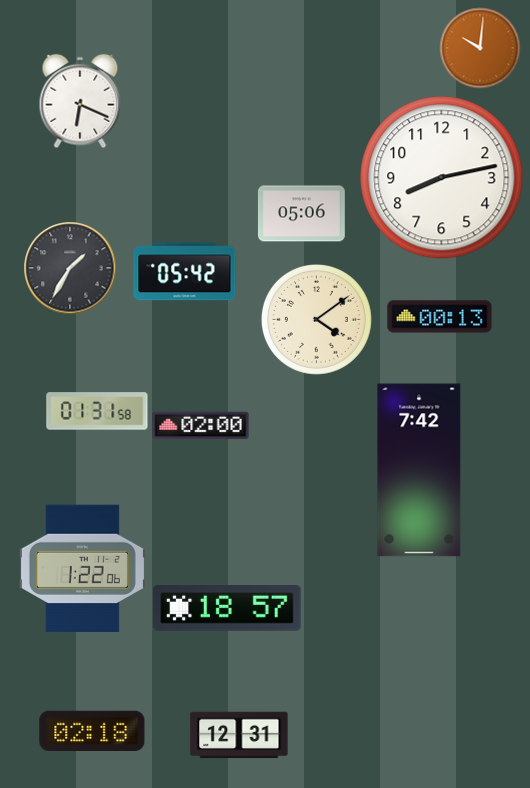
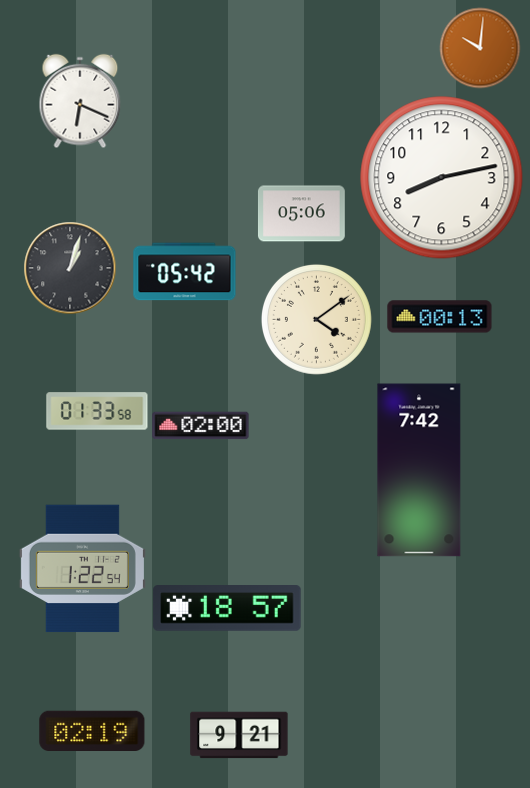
clock at (70, 268): 1:35 -> 1:03
clock at (97, 411): 01:31 -> 01:33
clock at (82, 569): 1:22:06 -> 1:22:54
clock at (92, 730): 02:18 -> 02:19
clock at (239, 735): 12:31 -> 9:21
